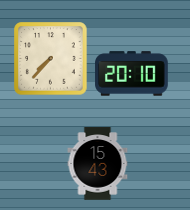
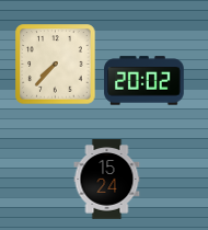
clock at (132, 74): 20:10 -> 20:02
clock at (98, 164): 15:43 -> 15:24
